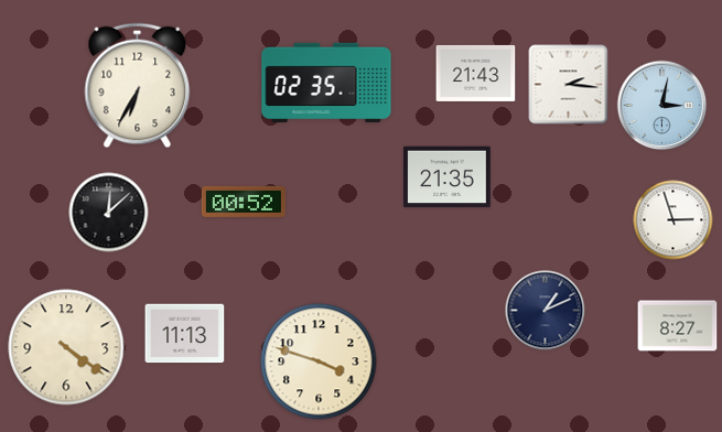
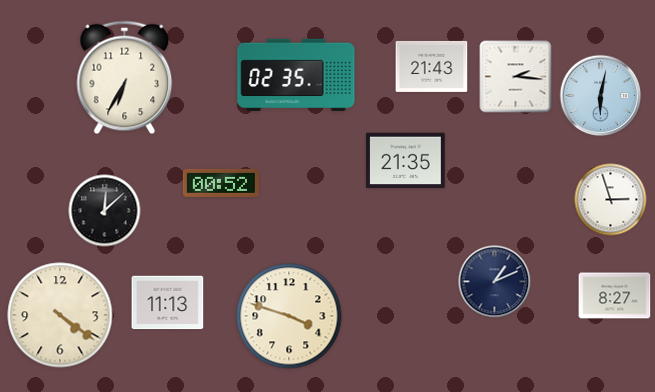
clock at (662, 106): 3:02 -> 6:02
clock at (109, 213) position: (109, 213) -> (105, 211)
clock at (319, 361) position: (319, 361) -> (289, 316)
